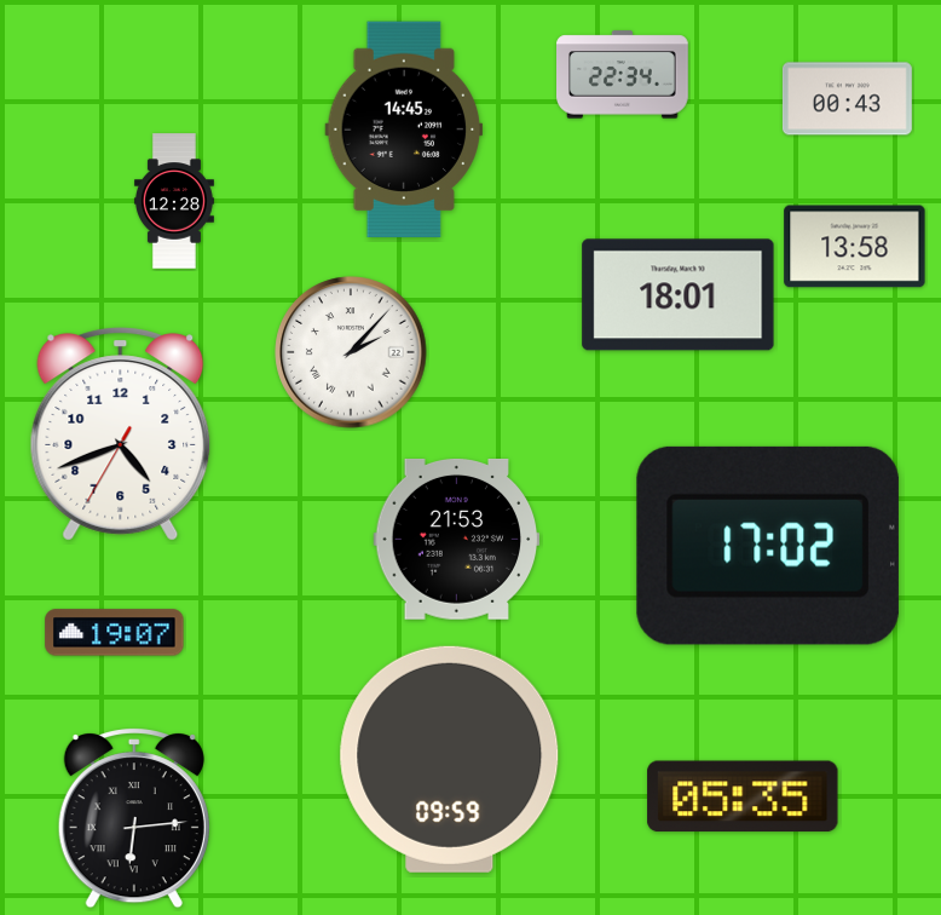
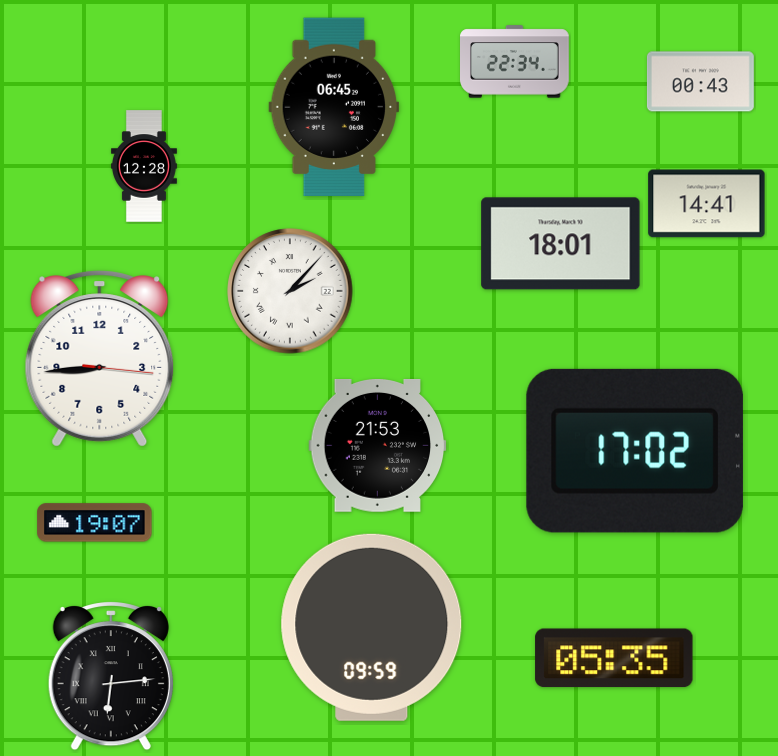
clock at (404, 130): 14:45 -> 06:45
clock at (855, 247): 13:58 -> 14:41
clock at (121, 435): 4:41 -> 8:44
